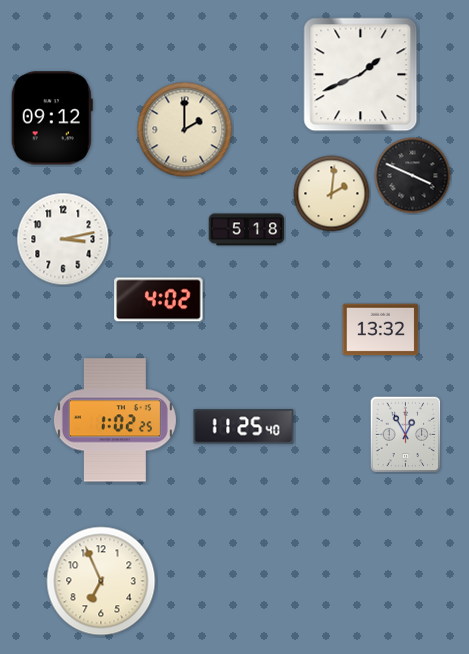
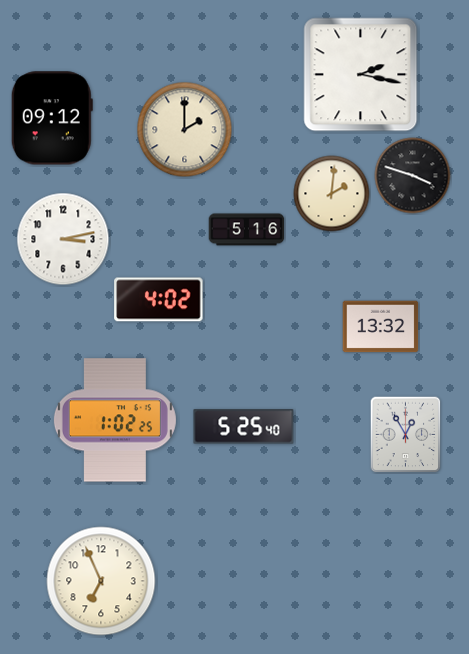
clock at (361, 75): 1:41 -> 2:17
clock at (413, 176): 3:49 -> 3:48
clock at (247, 230): 5:18 -> 5:16
clock at (381, 330) position: (381, 330) -> (381, 327)
clock at (244, 427): 11:25 -> 5:25
